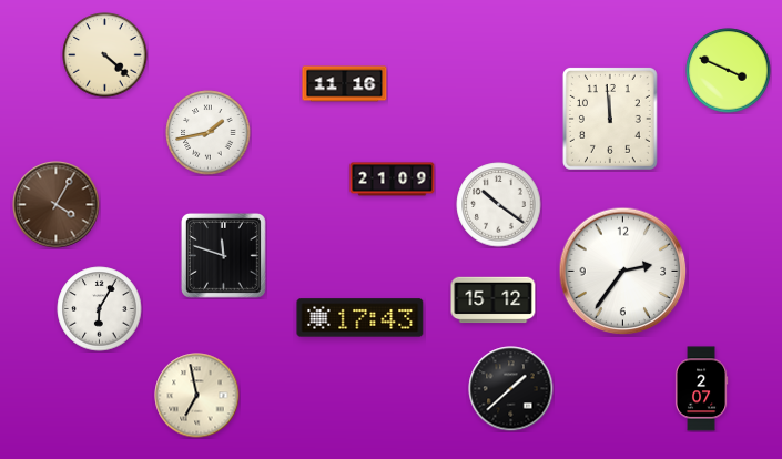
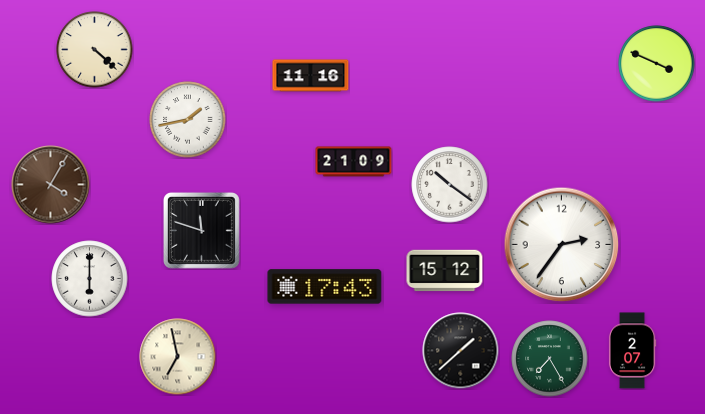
clock at (610, 119): 11:59 -> none
clock at (100, 309): 6:05 -> 6:00
clock at (550, 359): none -> 7:25
